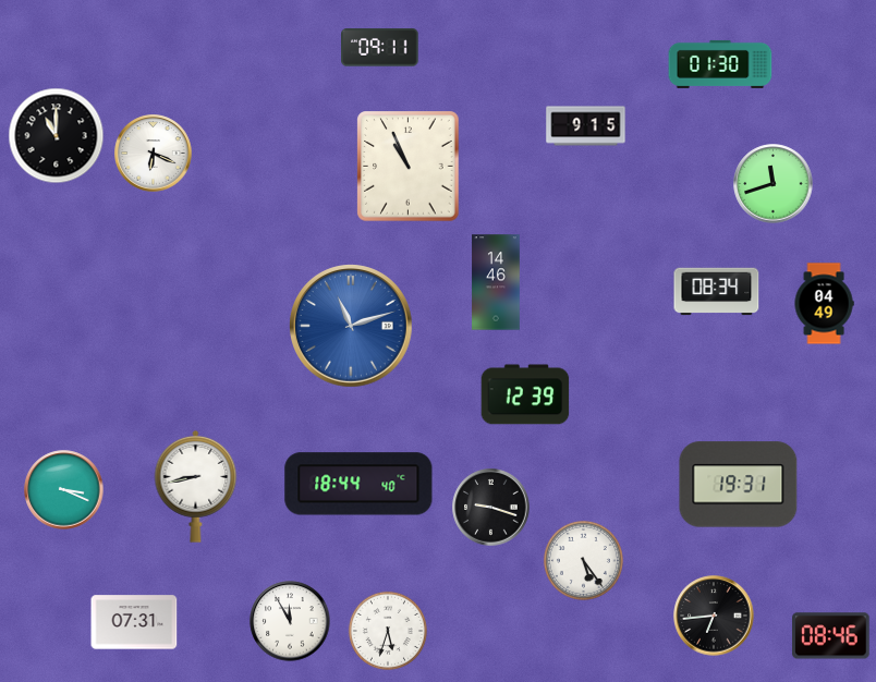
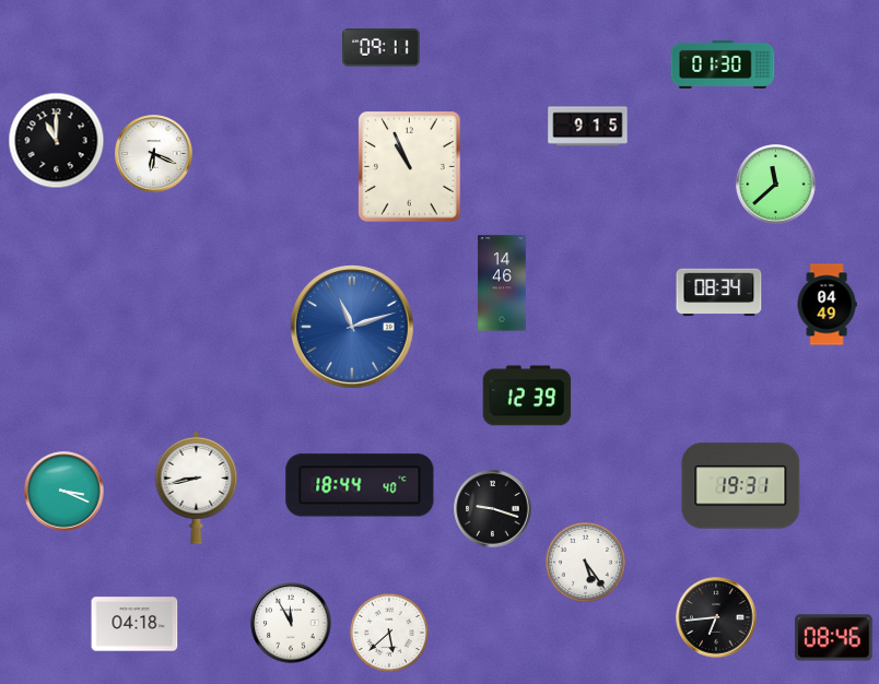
clock at (57, 136) position: (57, 136) -> (57, 141)
clock at (774, 184): 11:42 -> 11:38
clock at (496, 282) position: (496, 282) -> (502, 283)
clock at (134, 622): 07:31 -> 04:18
clock at (388, 631): 5:33 -> 5:38
